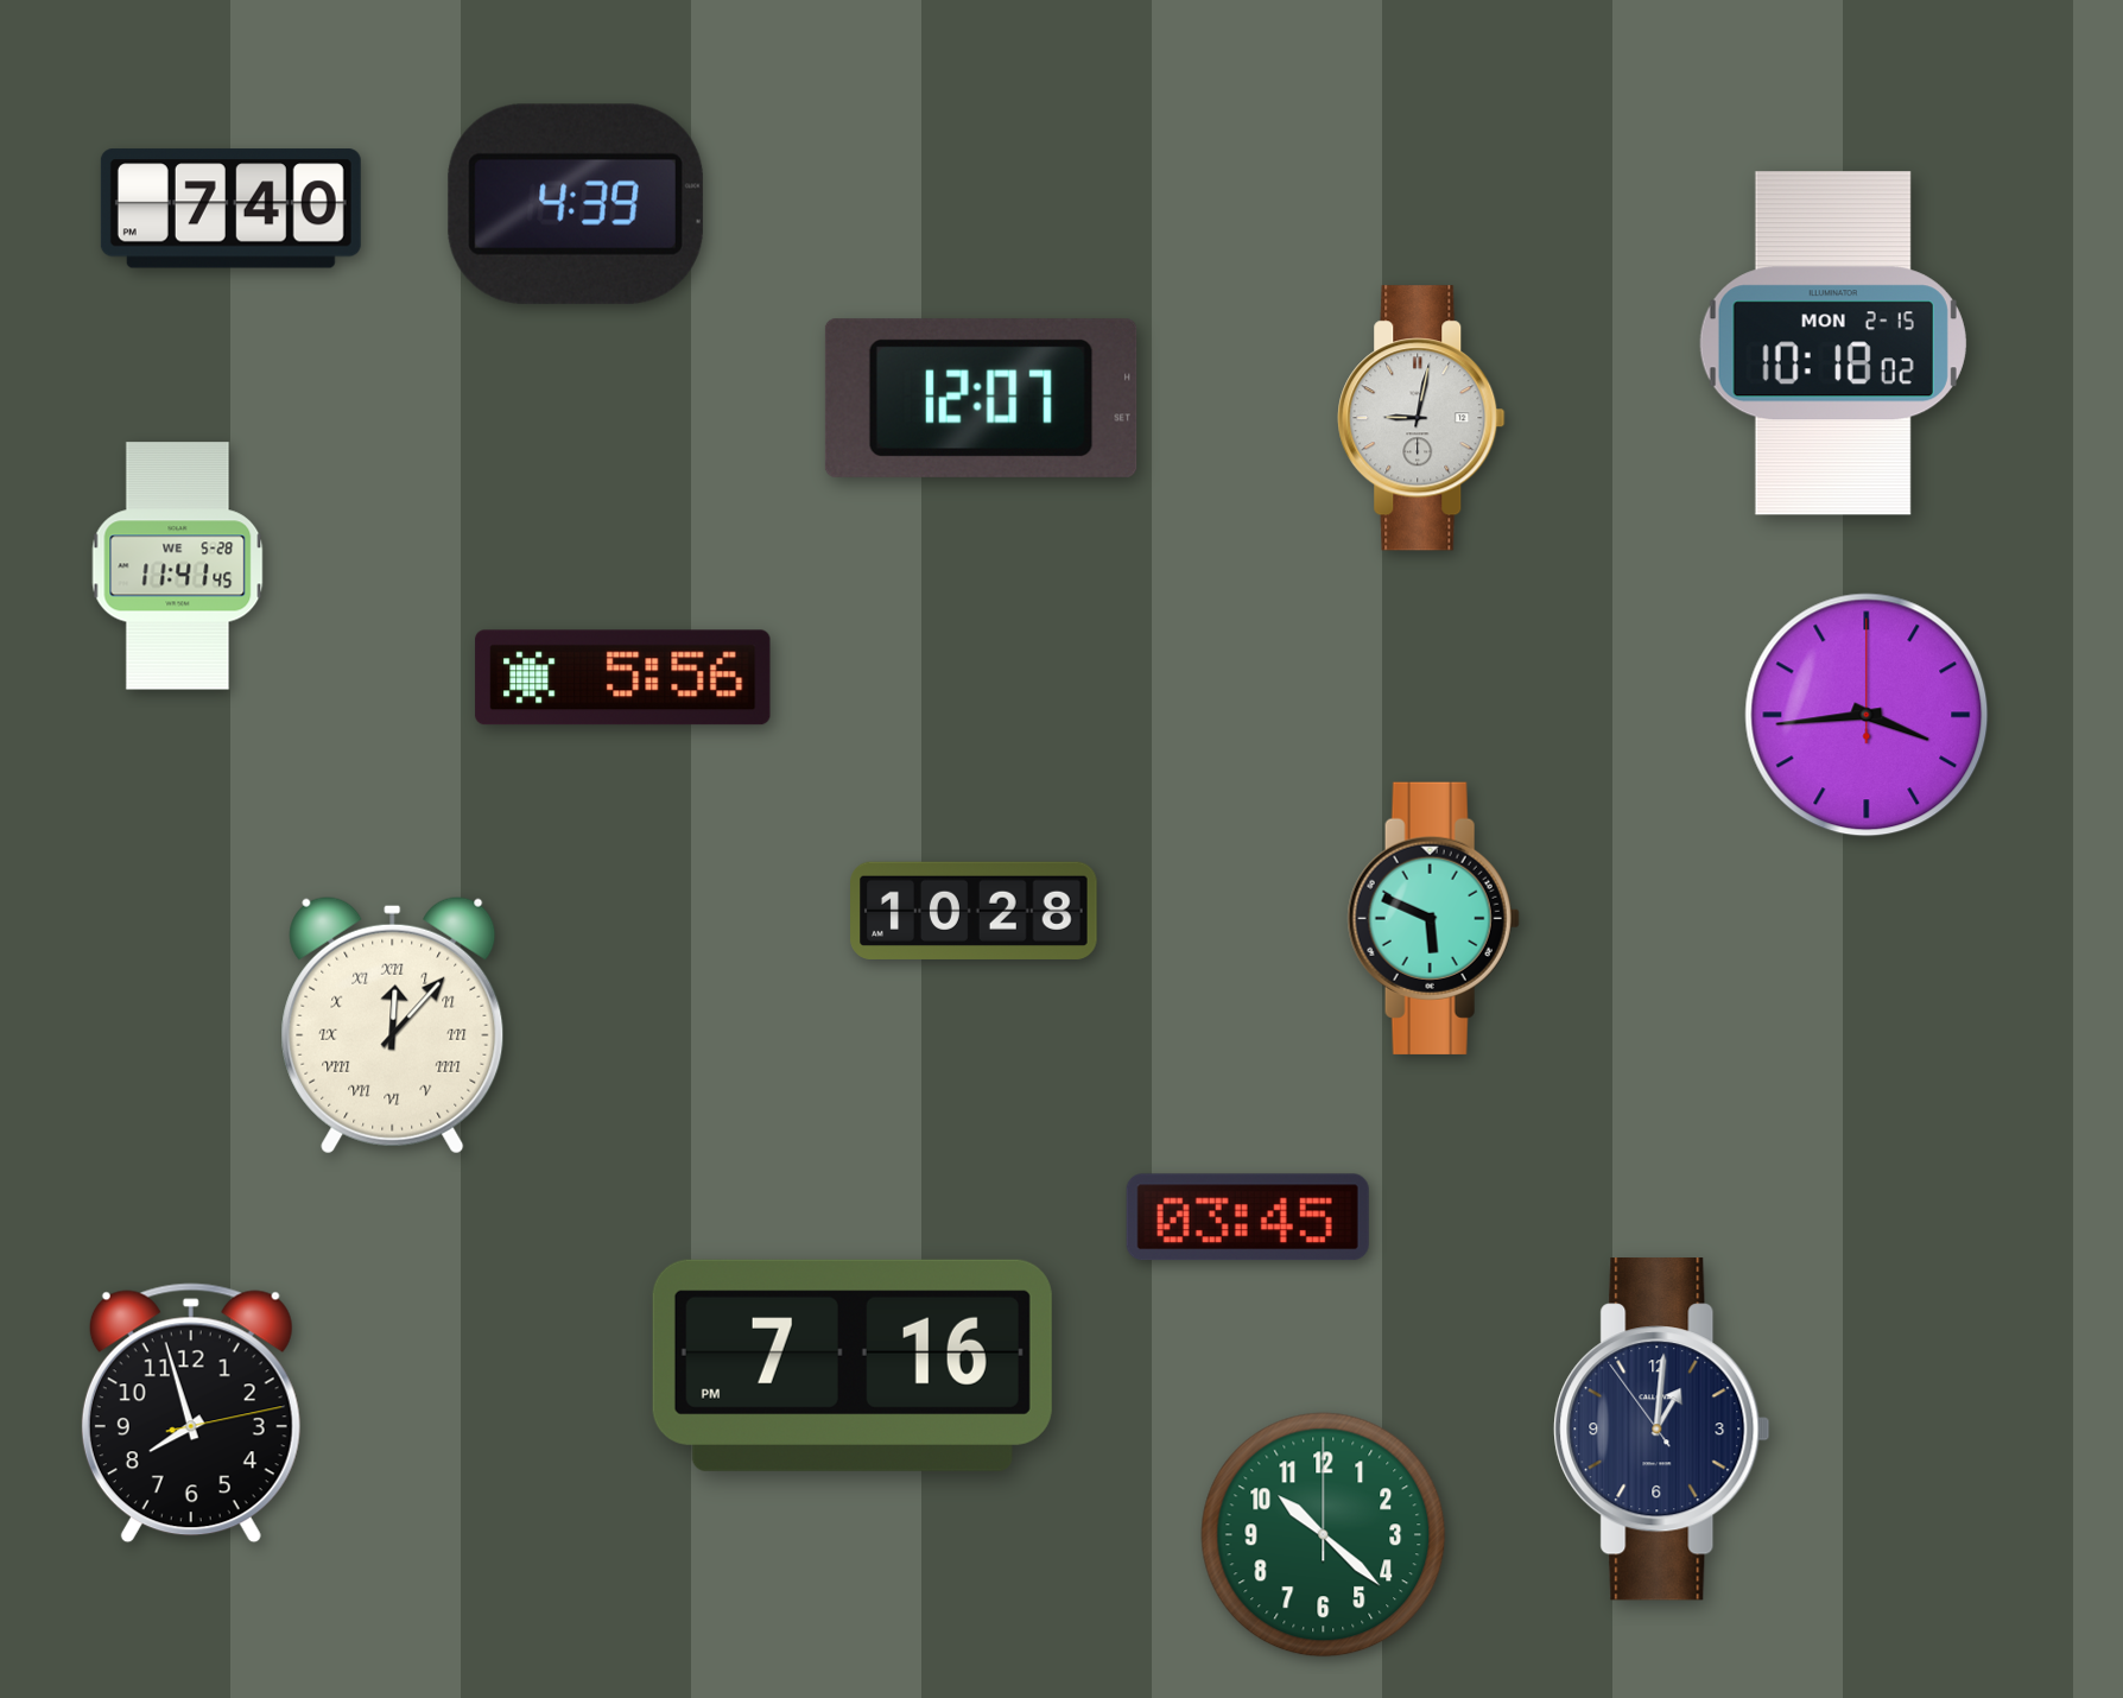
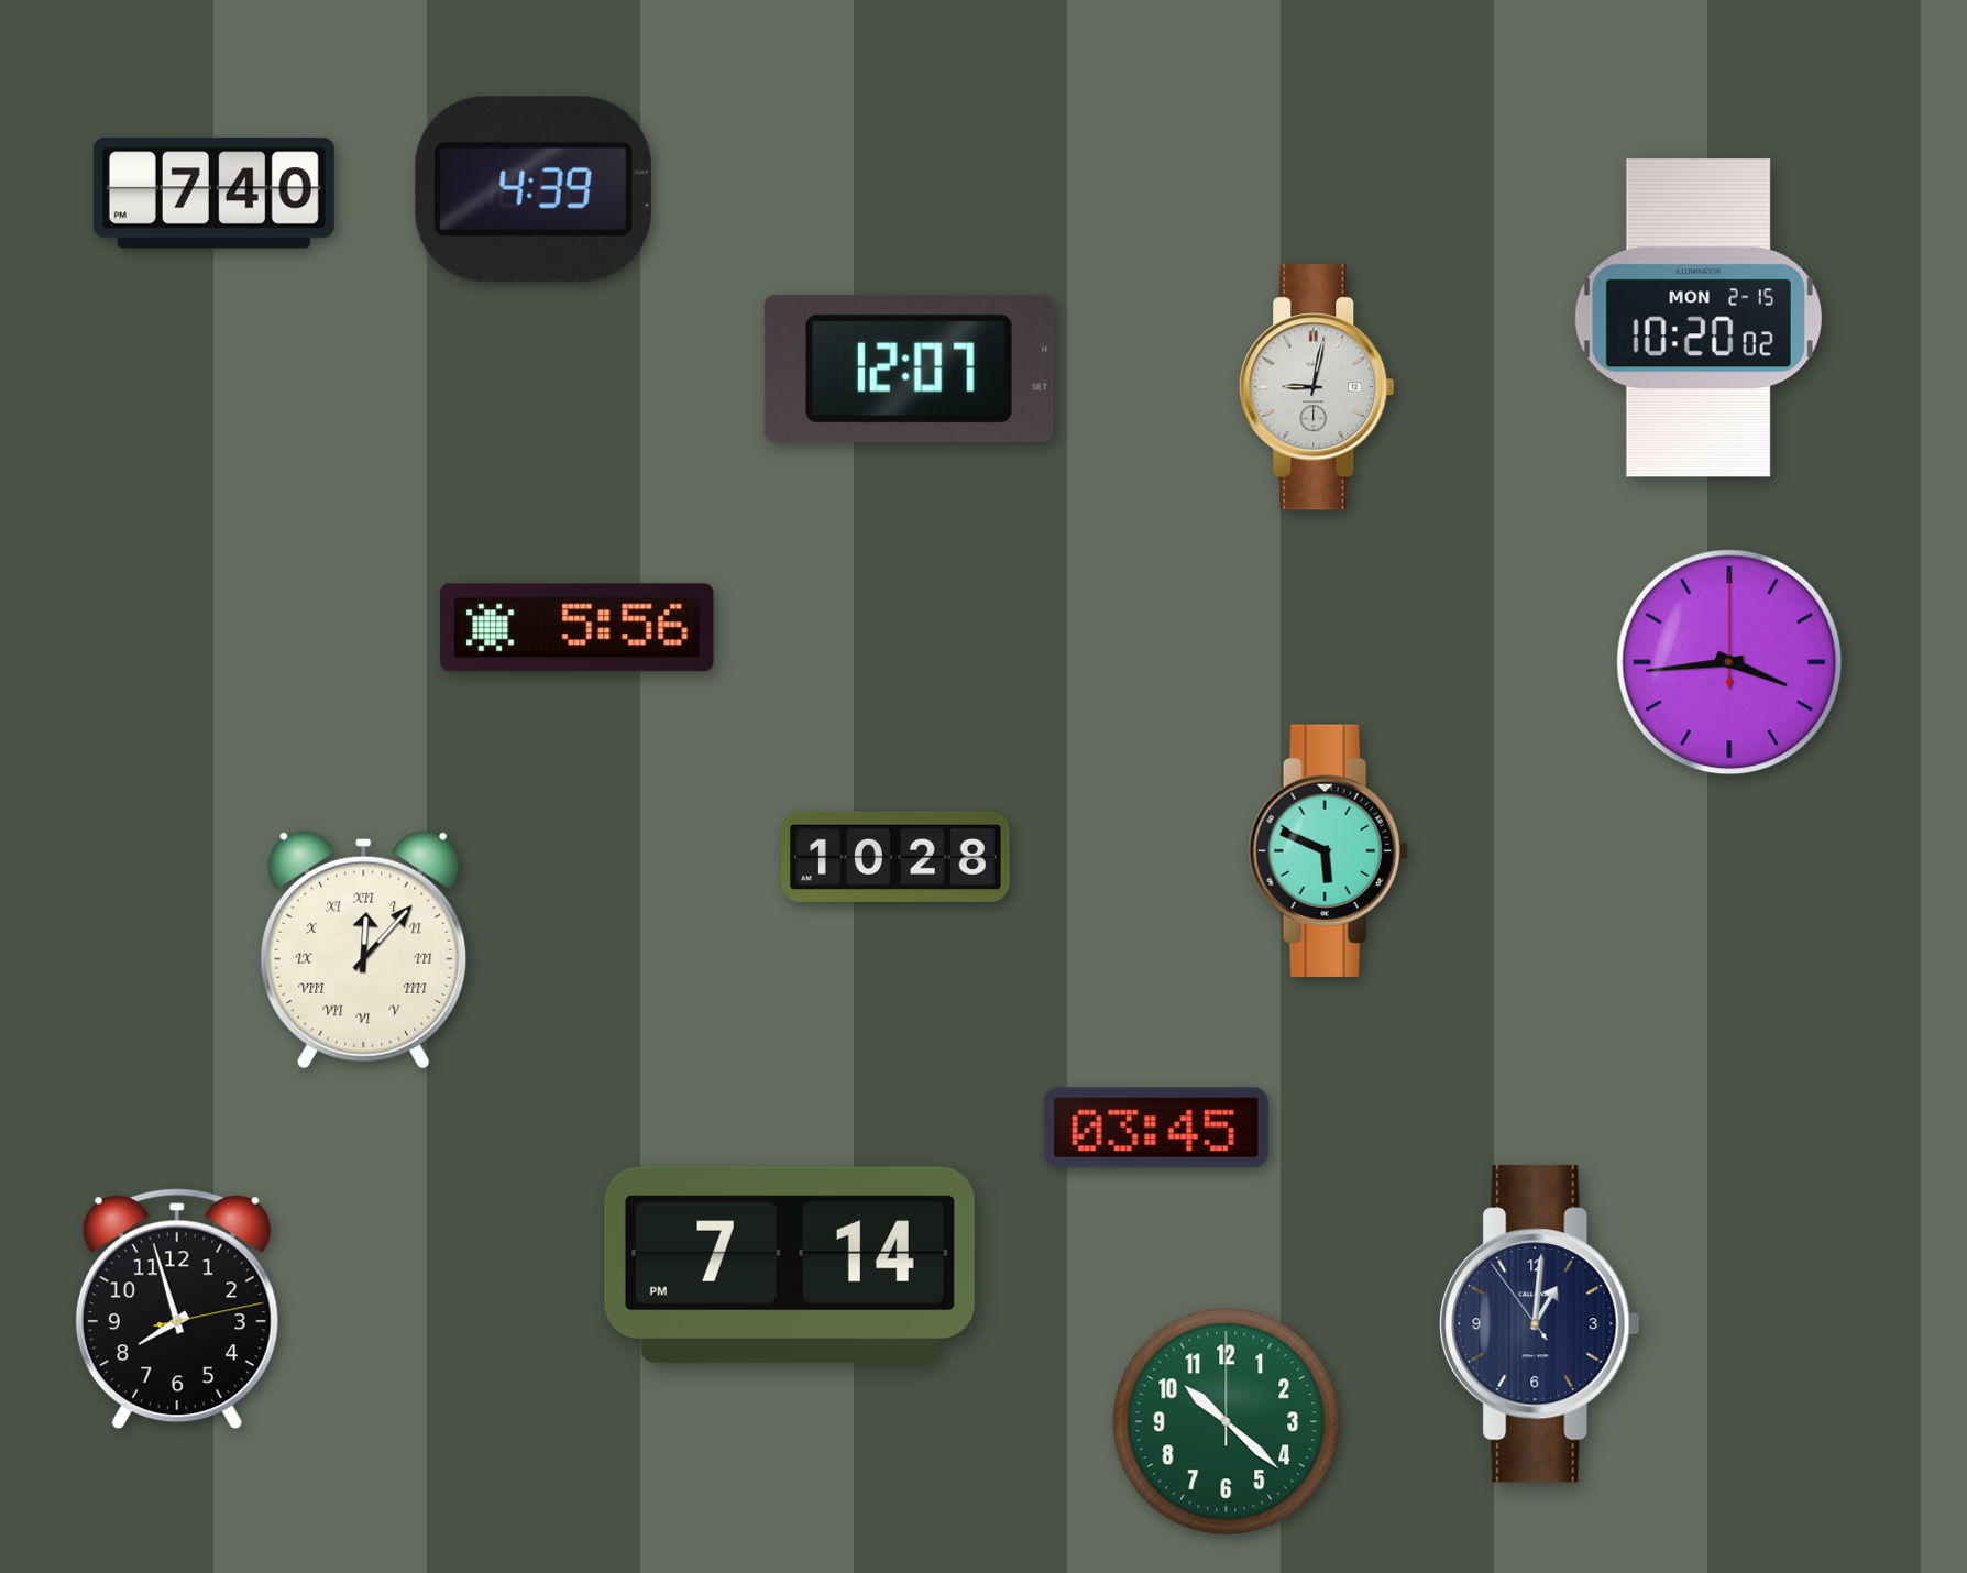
clock at (1833, 343): 10:18 -> 10:20
clock at (178, 566): 11:41 -> none
clock at (974, 911) position: (974, 911) -> (895, 857)
clock at (853, 1366): 7:16 -> 7:14
